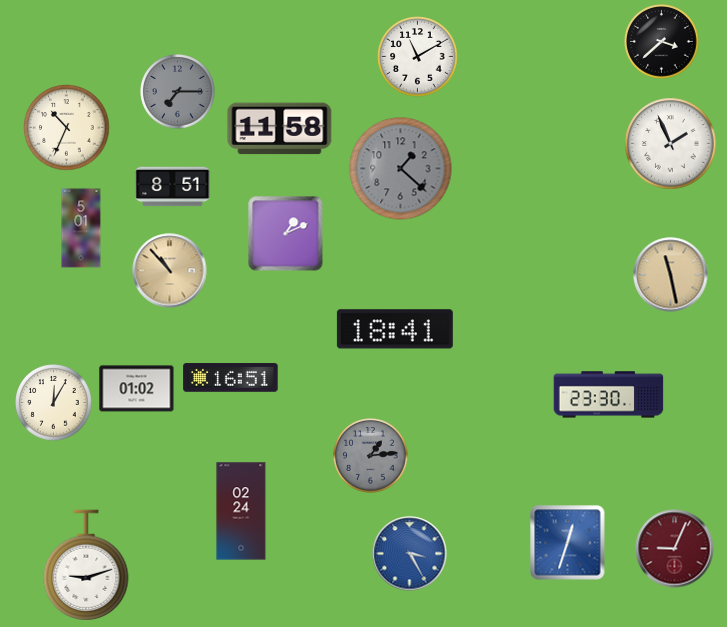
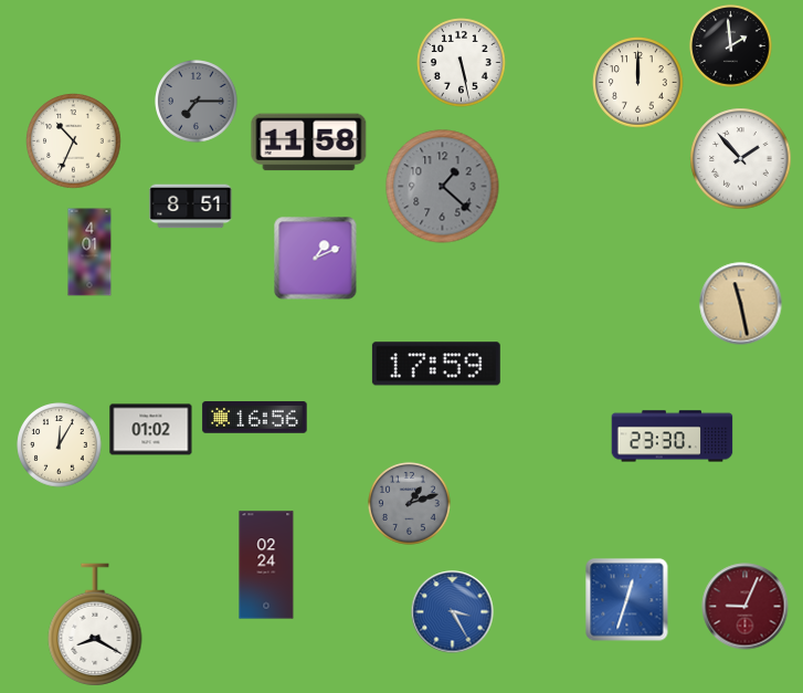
clock at (662, 42): 3:38 -> 1:59
clock at (418, 57): 11:10 -> 5:28
clock at (638, 83): none -> 12:00
clock at (671, 144): 1:56 -> 1:53
clock at (81, 228): 5:01 -> 4:01
clock at (170, 271): 10:53 -> none
clock at (395, 329): 18:41 -> 17:59
clock at (231, 378): 16:51 -> 16:56
clock at (371, 456): 1:14 -> 1:12
clock at (86, 565): 9:12 -> 8:20
